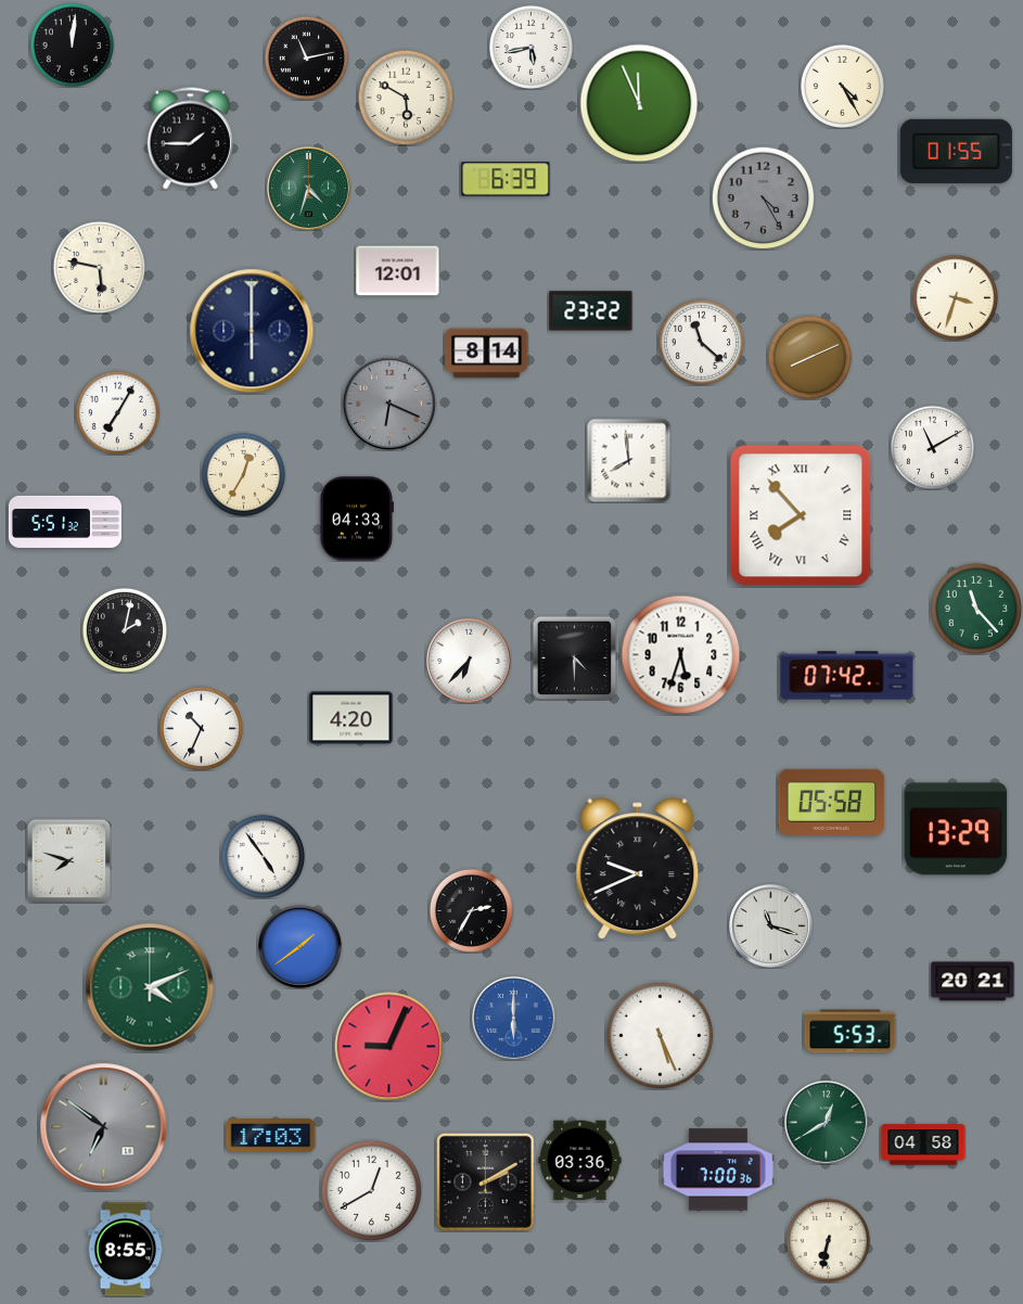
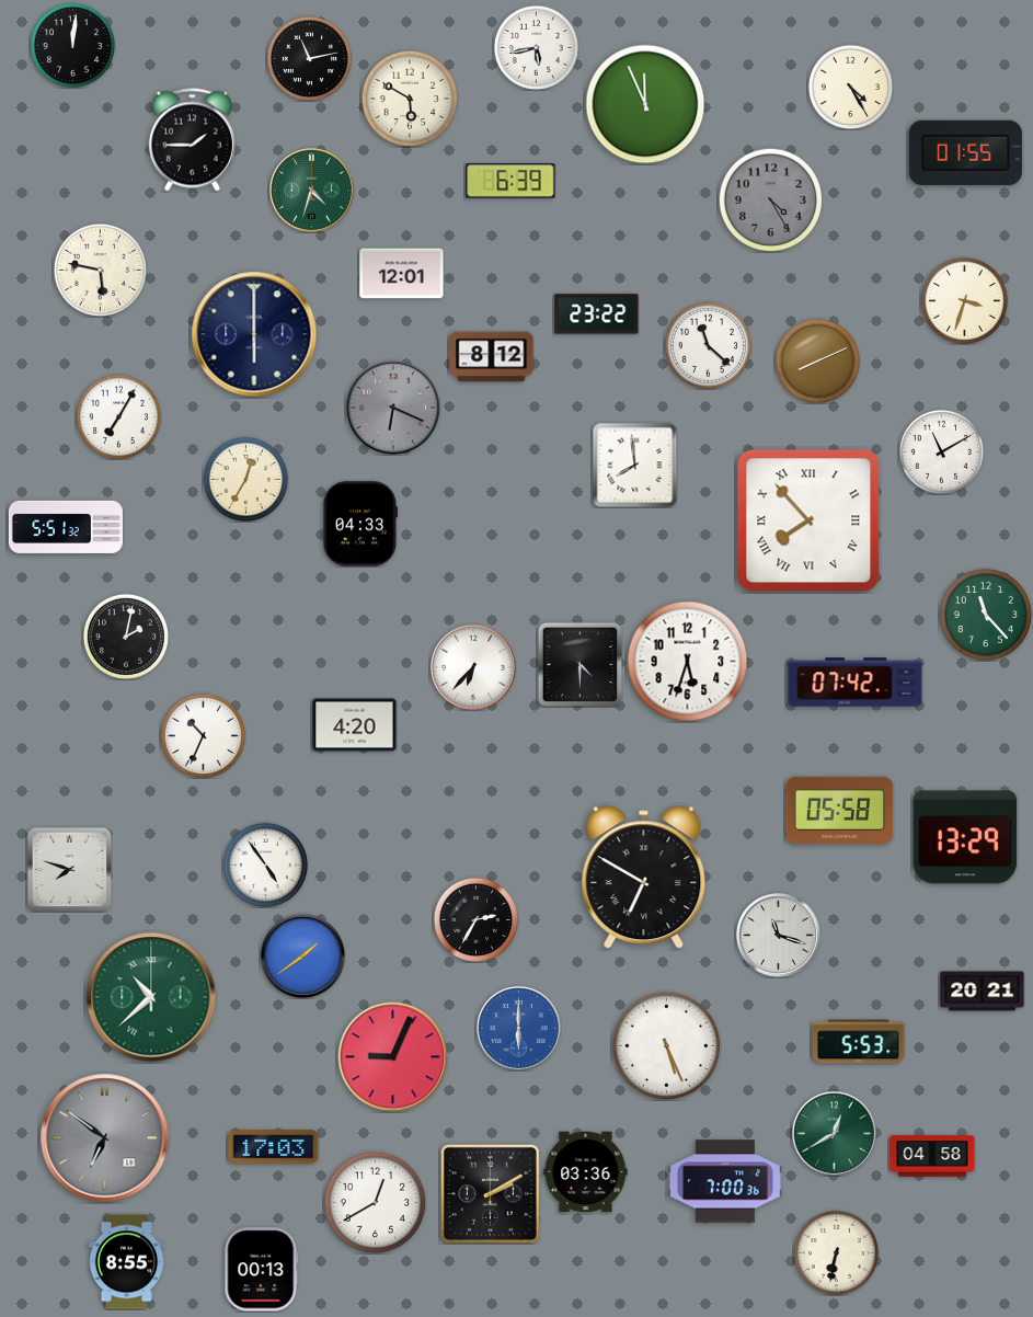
clock at (487, 354): 8:14 -> 8:12
clock at (638, 869): 9:41 -> 6:50
clock at (150, 987): 4:11 -> 10:38
clock at (262, 1270): none -> 00:13
